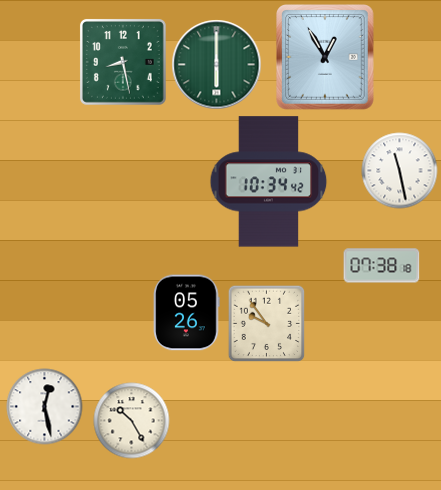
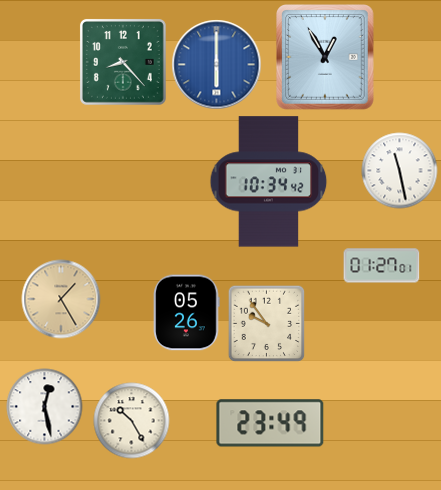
clock at (123, 62): 8:28 -> 8:23
clock at (217, 65) dial: green -> blue
clock at (382, 266): 07:38 -> 01:27
clock at (61, 299): none -> 1:25
clock at (270, 423): none -> 23:49
